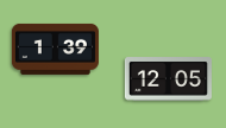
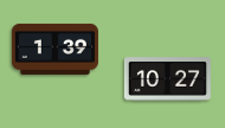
clock at (168, 79): 12:05 -> 10:27
